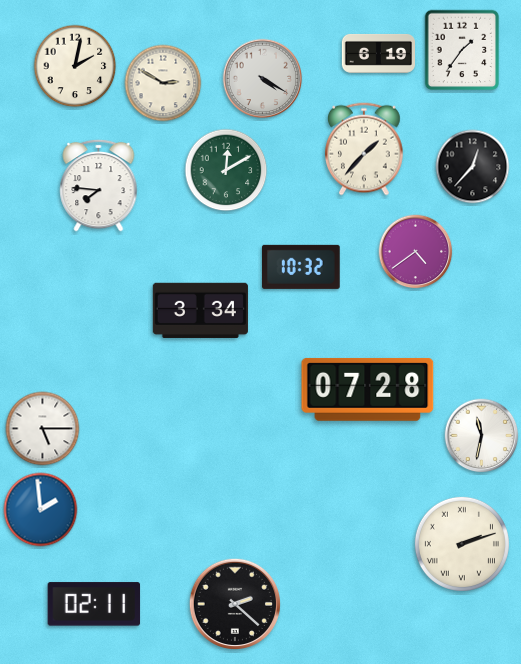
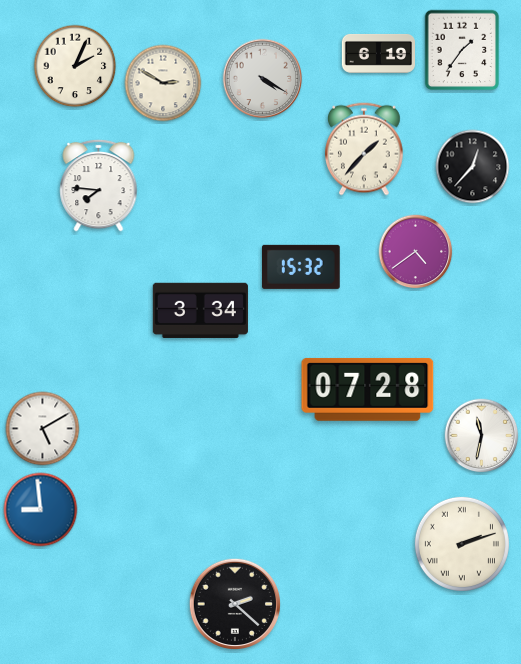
clock at (75, 66): 2:02 -> 2:04
clock at (226, 170): 12:10 -> none
clock at (302, 267): 10:32 -> 15:32
clock at (43, 429): 5:15 -> 5:10
clock at (41, 510): 1:59 -> 8:59
clock at (94, 604): 02:11 -> none
